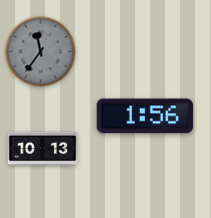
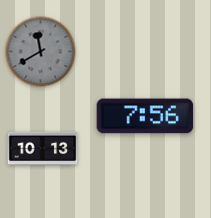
clock at (41, 52): 11:36 -> 11:40
clock at (145, 116): 1:56 -> 7:56
